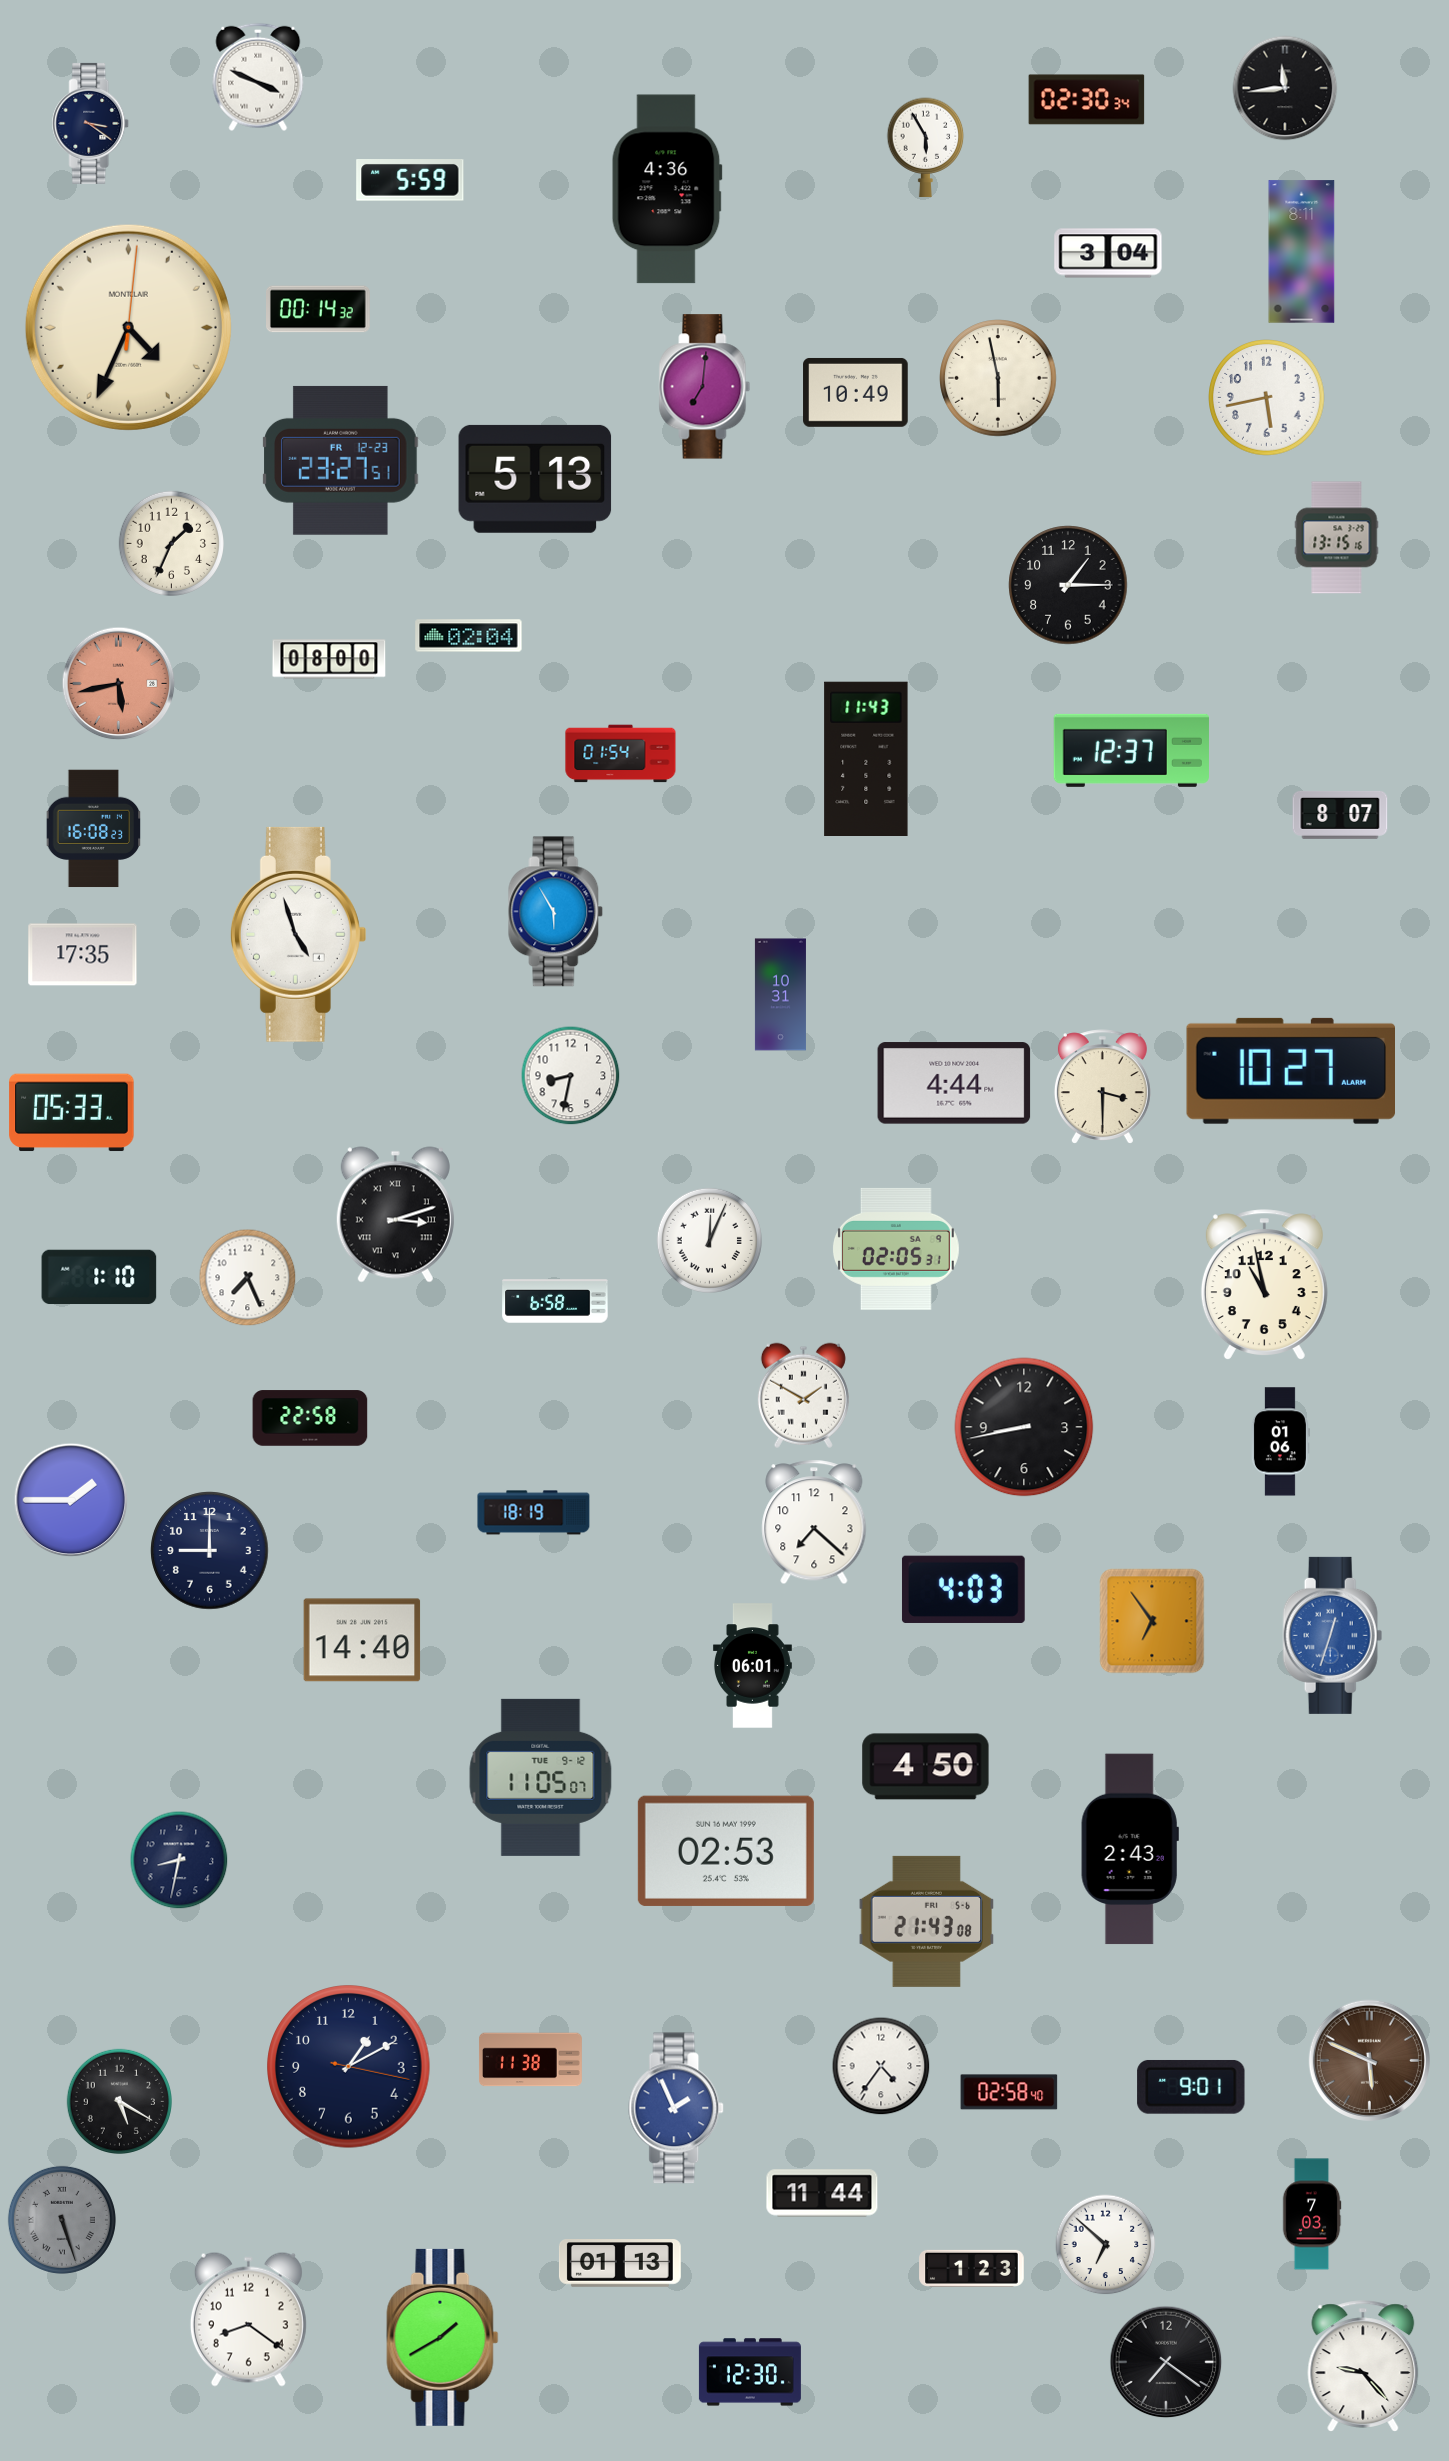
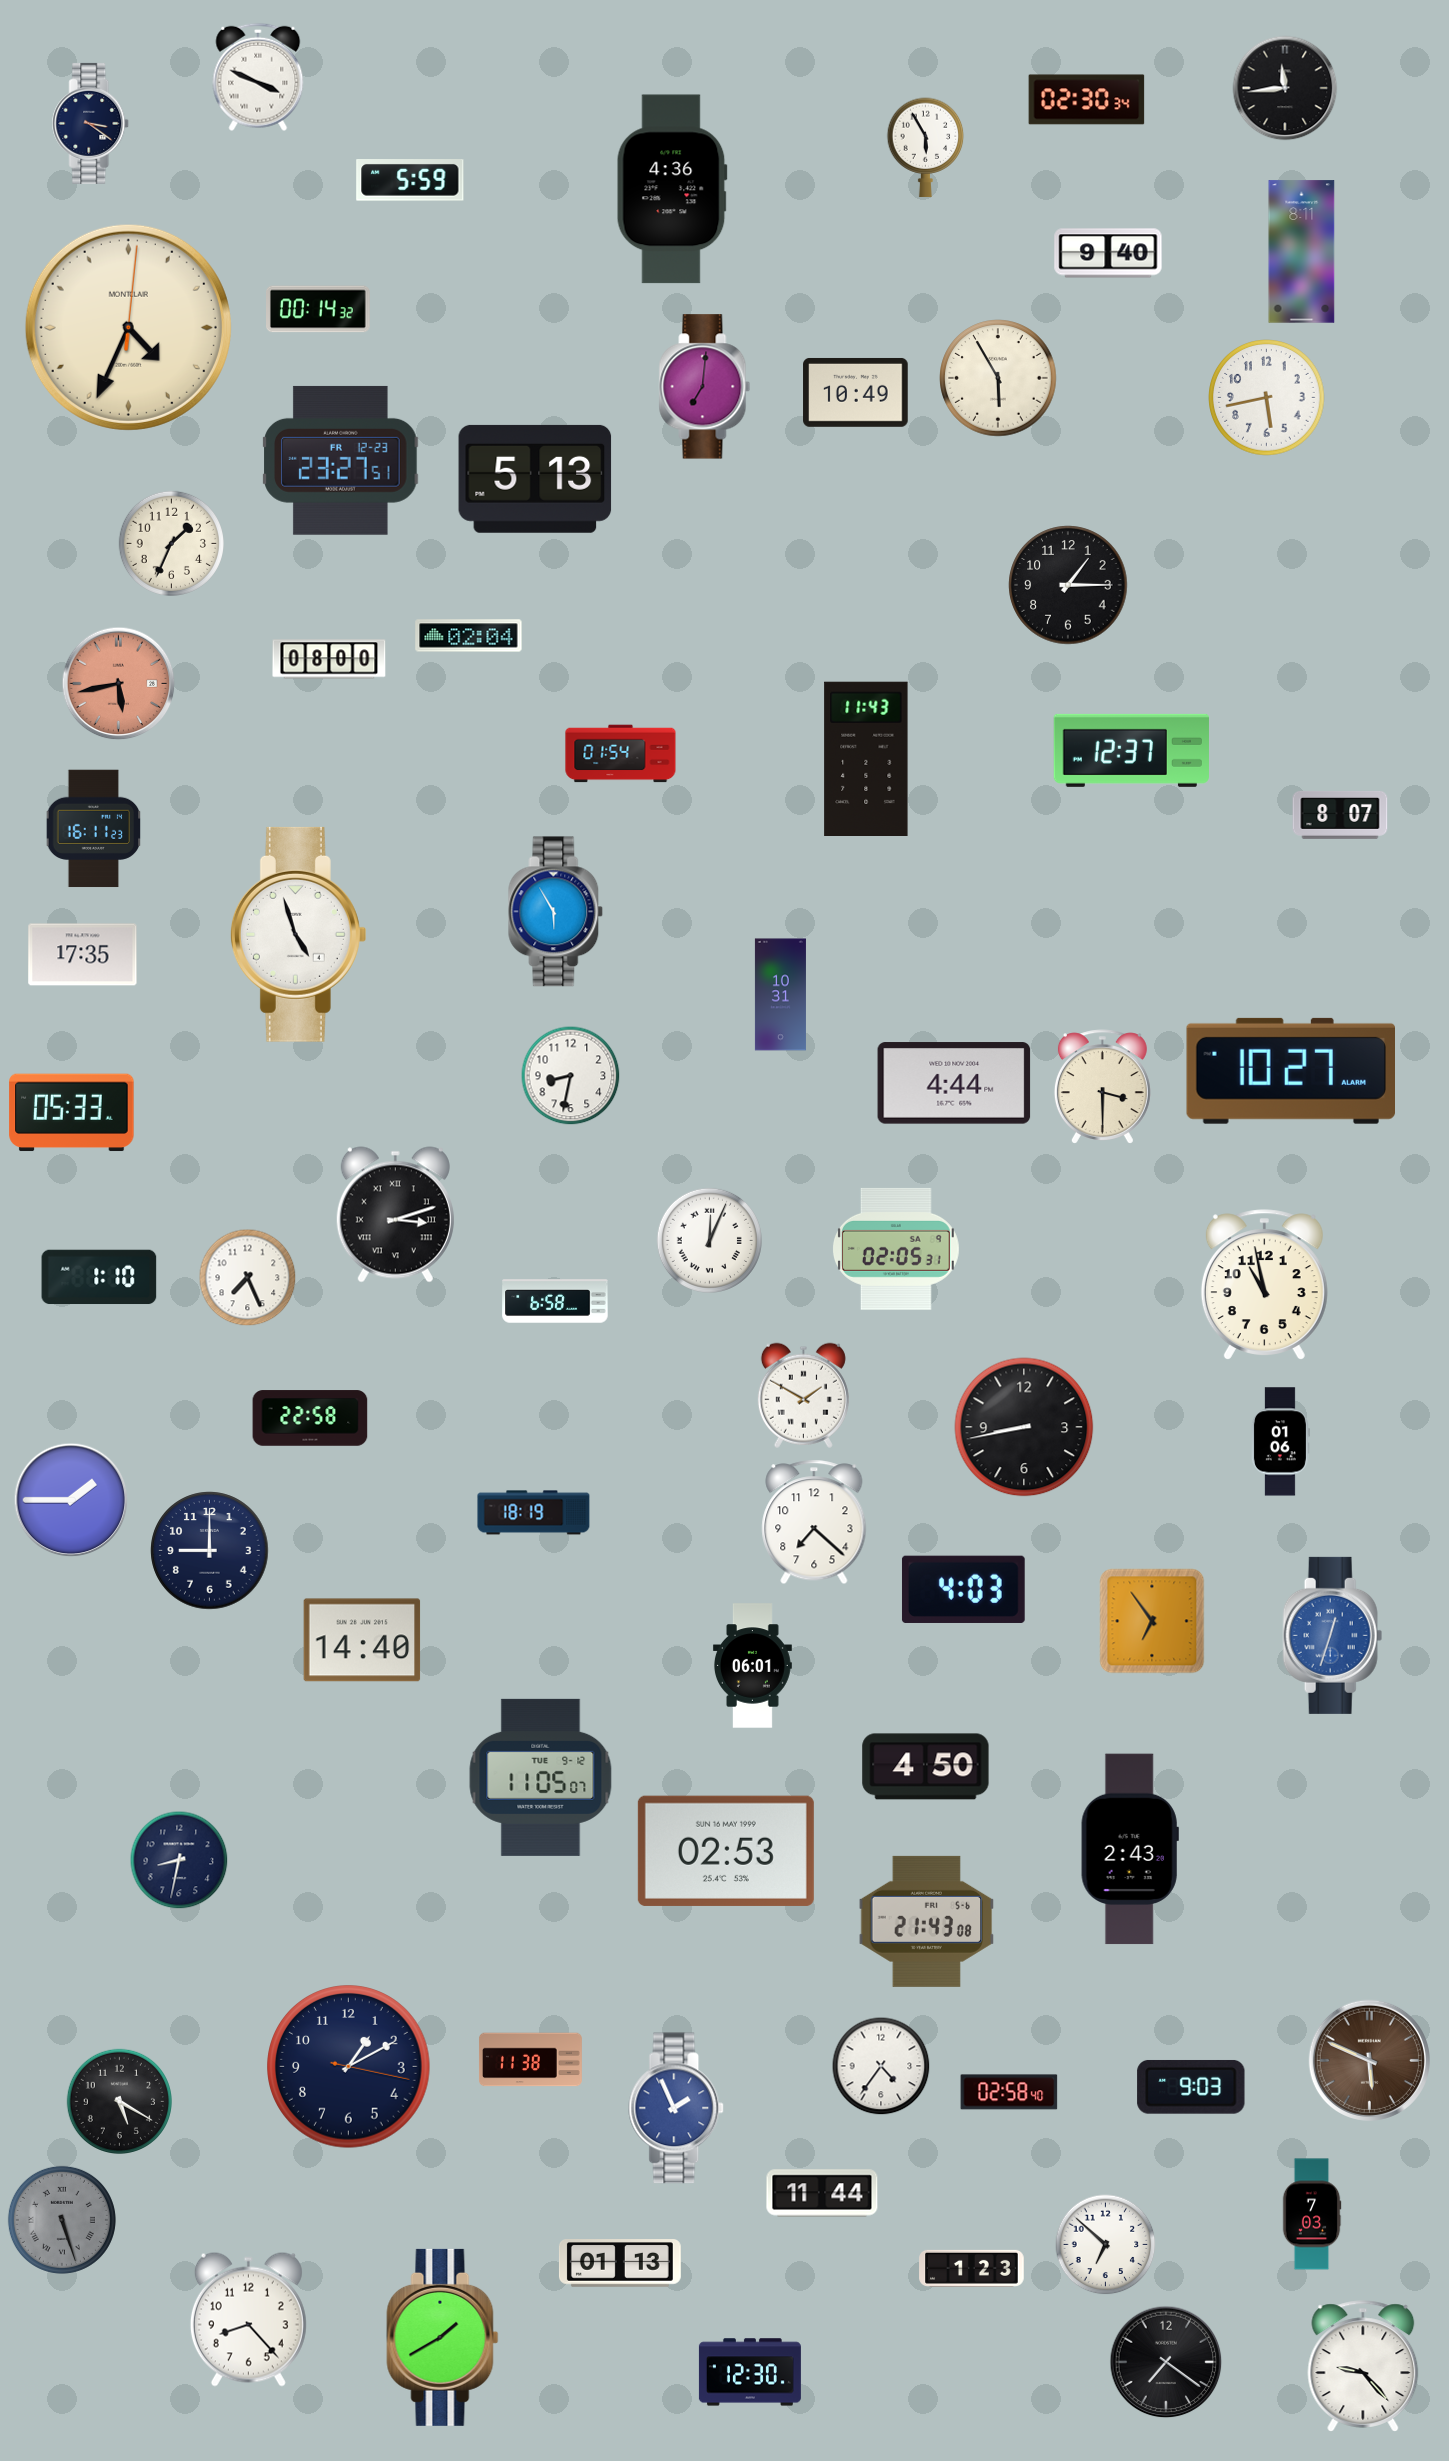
clock at (667, 189) position: (667, 189) -> (672, 189)
clock at (1108, 253): 3:04 -> 9:40
clock at (998, 378): 5:58 -> 5:55
clock at (1337, 538): 13:15 -> none
clock at (94, 829): 16:08 -> 16:11
clock at (1191, 2087): 9:01 -> 9:03
clock at (248, 2319): 8:21 -> 8:23
